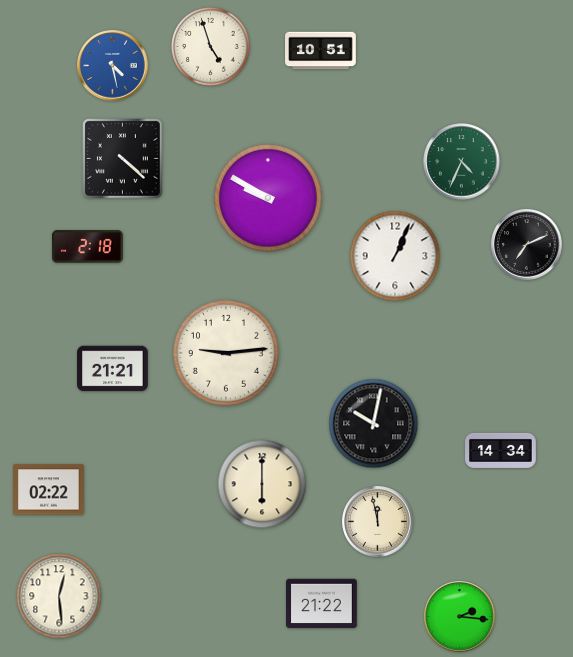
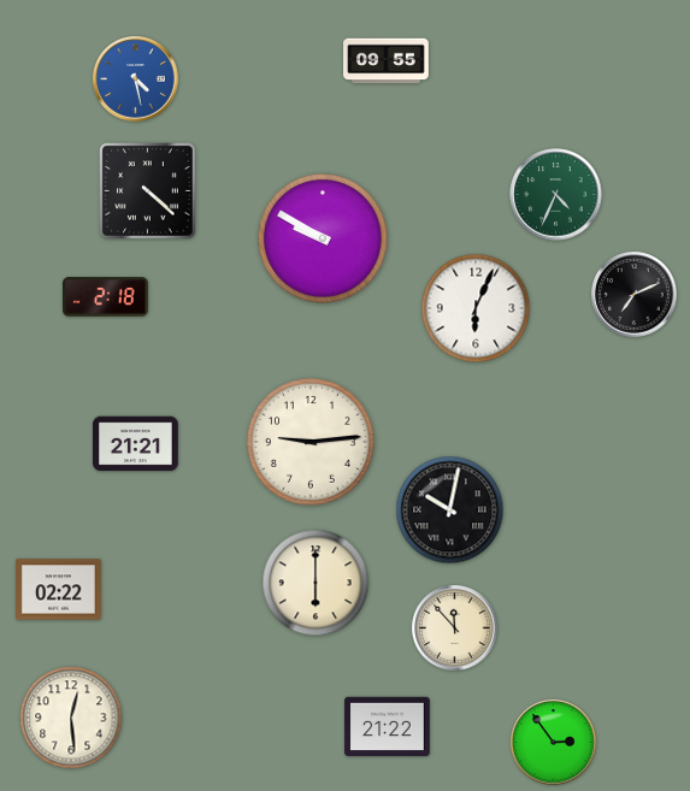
clock at (211, 47): 4:57 -> none
clock at (321, 51): 10:51 -> 09:55
clock at (395, 256): 1:04 -> 6:04
clock at (226, 353) position: (226, 353) -> (311, 442)
clock at (501, 450): 14:34 -> none
clock at (378, 522): 11:58 -> 11:53
clock at (460, 617): 2:16 -> 2:54
